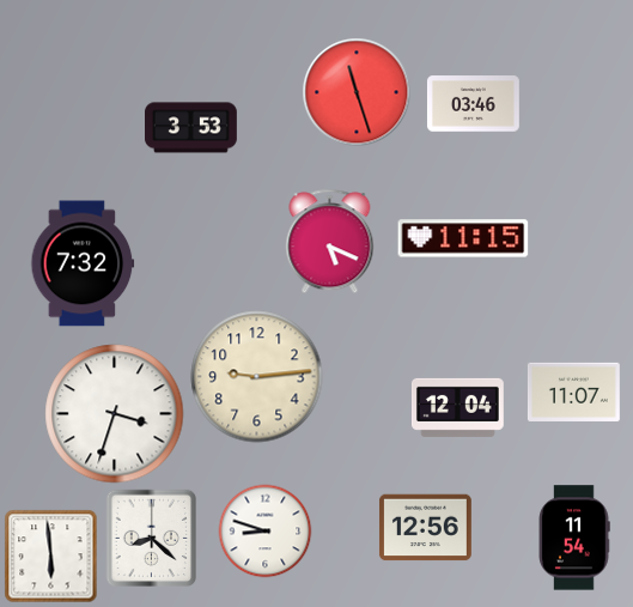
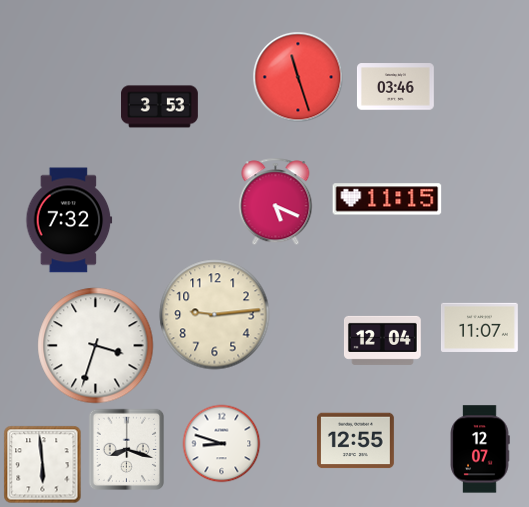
clock at (425, 528): 12:56 -> 12:55
clock at (151, 538): 8:22 -> 8:18
clock at (574, 538): 11:54 -> 12:07
